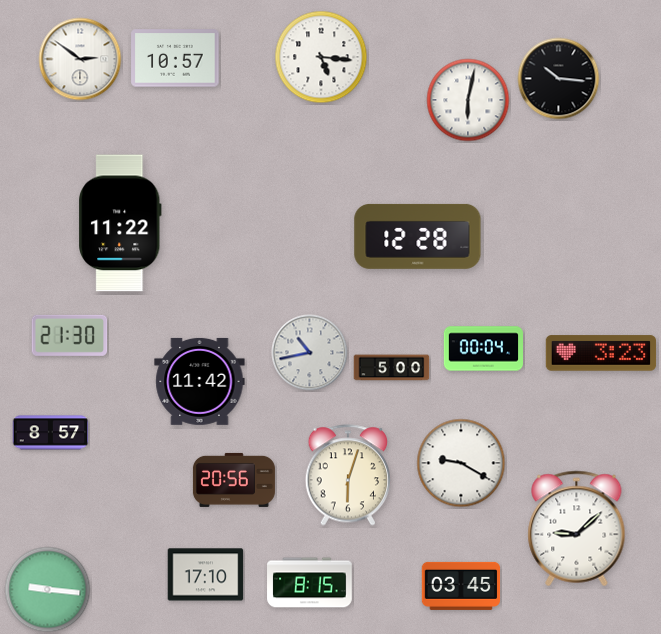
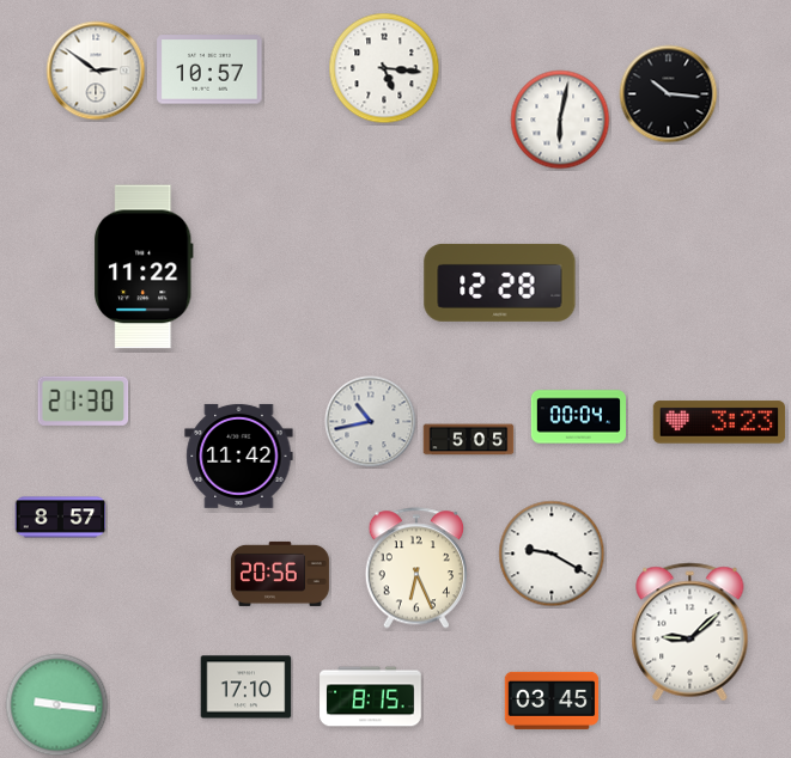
clock at (392, 368): 5:00 -> 5:05
clock at (348, 475): 6:03 -> 6:26
